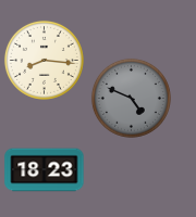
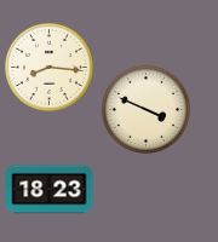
clock at (131, 98): 4:49 -> 3:49
clock at (131, 98) dial: grey -> cream
